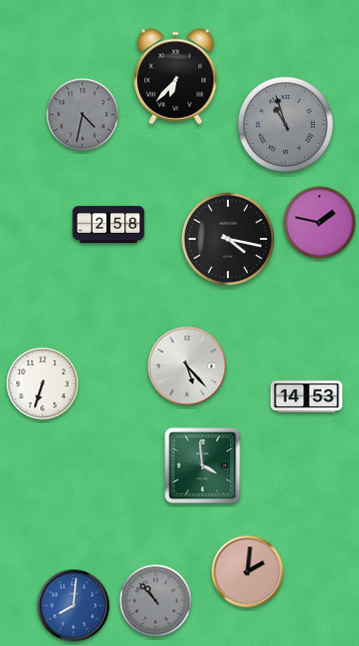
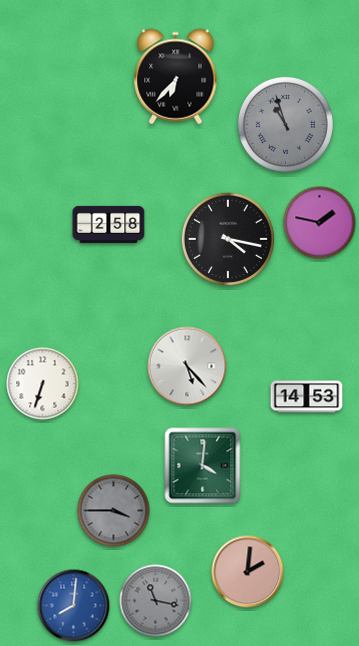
clock at (83, 115): 4:32 -> none
clock at (203, 466): 3:59 -> 4:01
clock at (114, 511): none -> 3:45
clock at (156, 601): 10:53 -> 11:17
